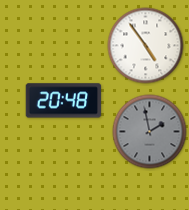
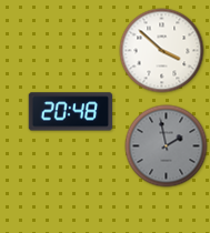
clock at (146, 46): 4:54 -> 3:52
